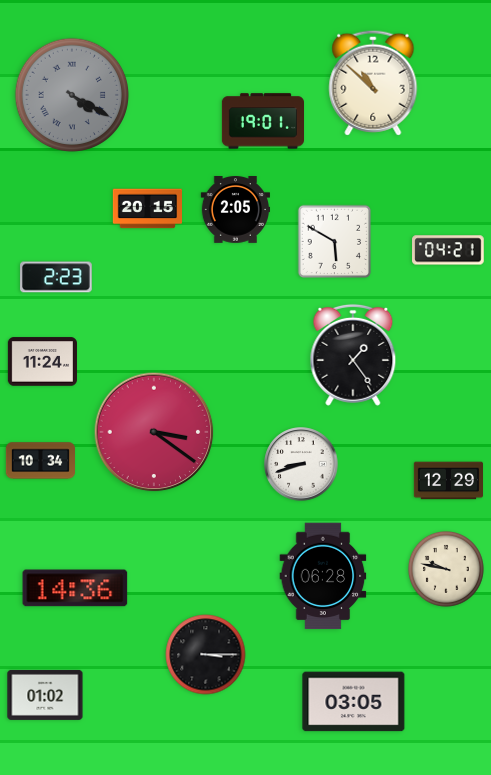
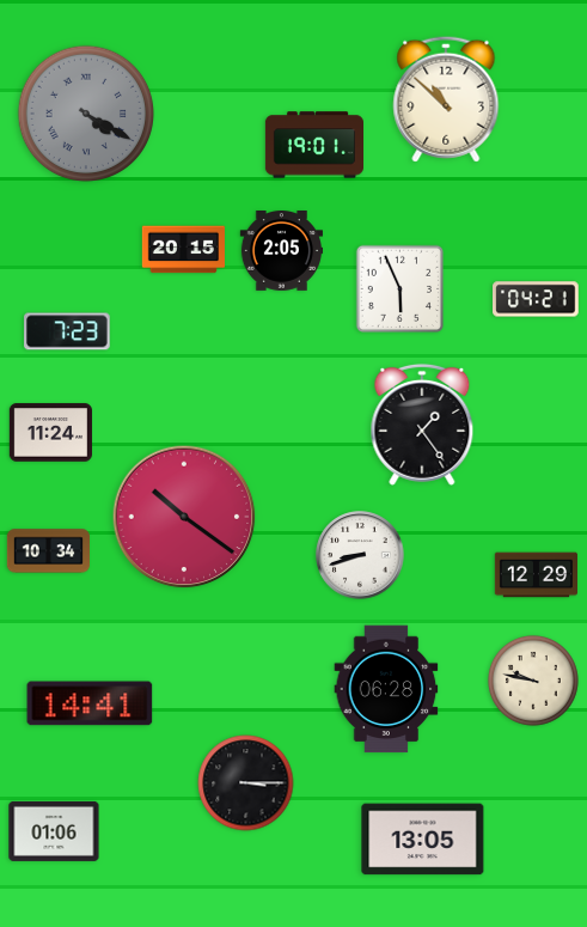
clock at (147, 209) position: (147, 209) -> (183, 250)
clock at (335, 242): 5:50 -> 5:56
clock at (56, 277): 2:23 -> 7:23
clock at (154, 432): 3:21 -> 10:21
clock at (75, 588): 14:36 -> 14:41
clock at (45, 695): 01:02 -> 01:06
clock at (354, 702): 03:05 -> 13:05
